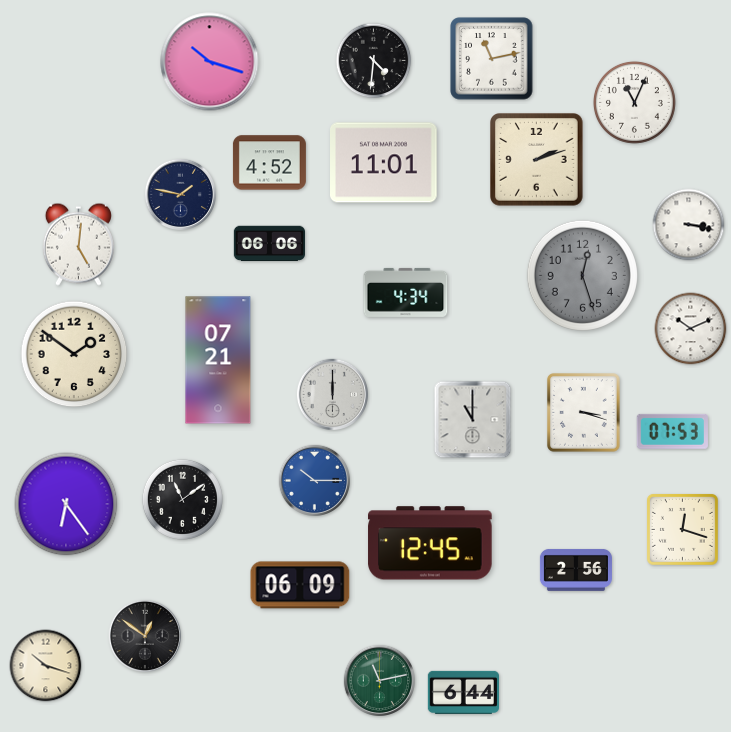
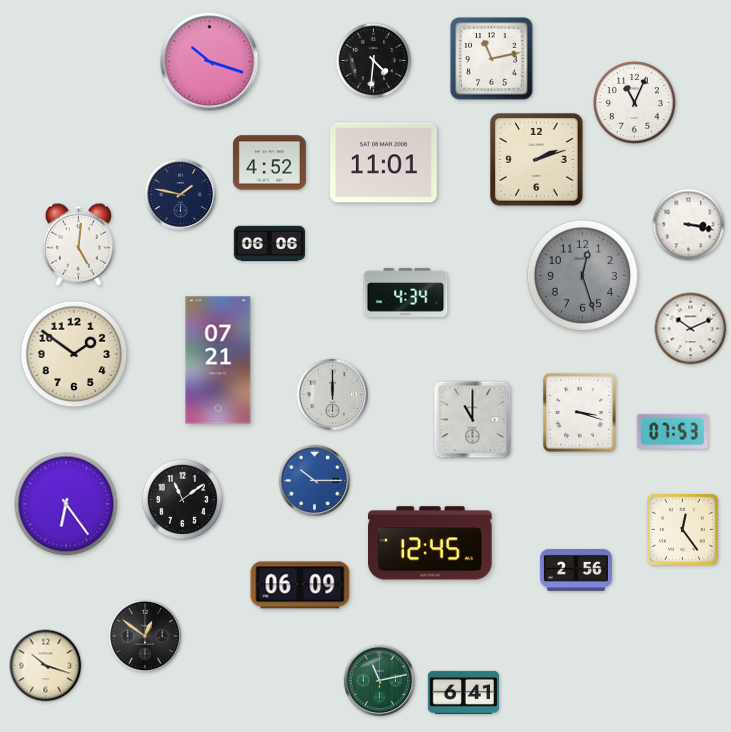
clock at (584, 413) position: (584, 413) -> (580, 413)
clock at (682, 529): 12:18 -> 12:24
clock at (463, 692): 6:44 -> 6:41
